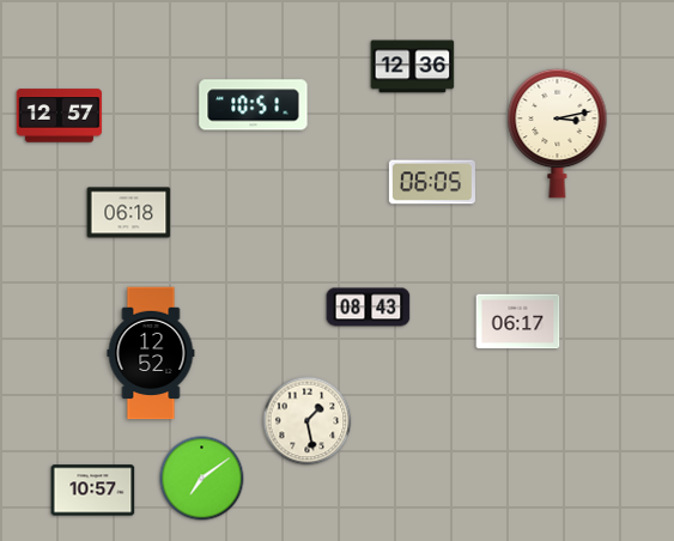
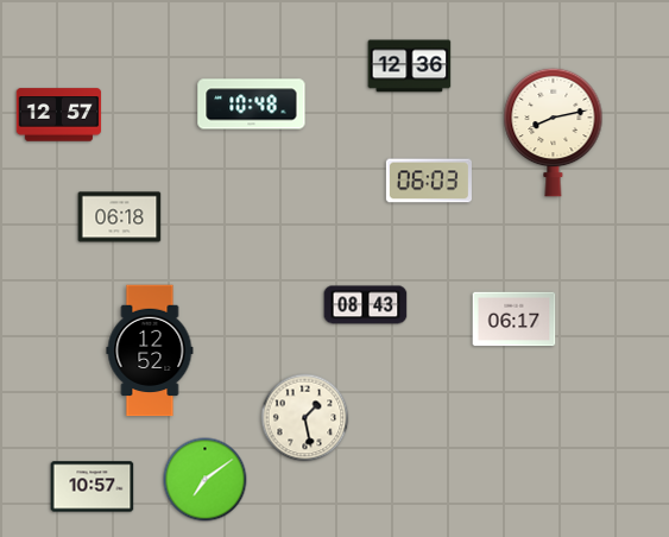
clock at (254, 105): 10:51 -> 10:48
clock at (558, 133): 3:13 -> 8:13
clock at (432, 182): 06:05 -> 06:03
clock at (129, 213) position: (129, 213) -> (120, 217)
clock at (202, 479) position: (202, 479) -> (206, 480)
